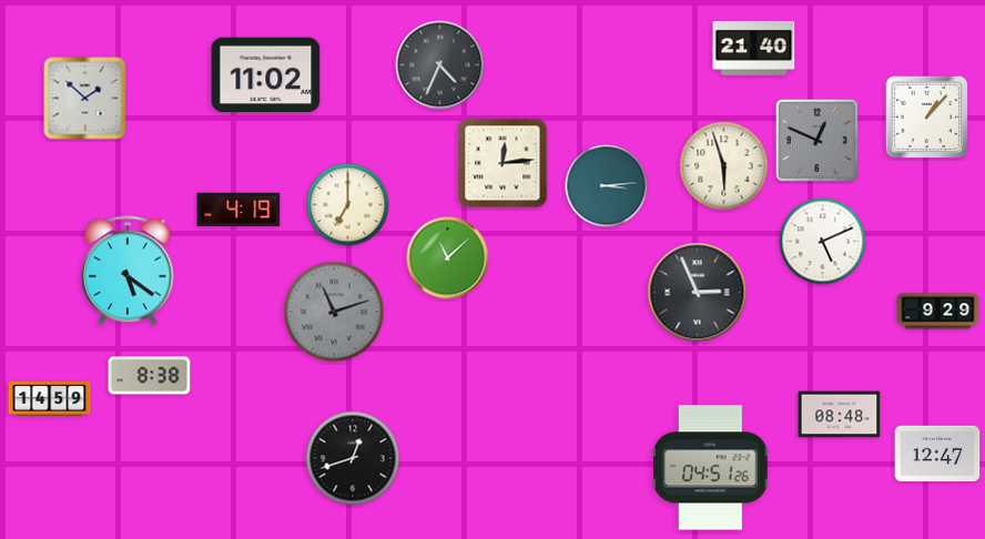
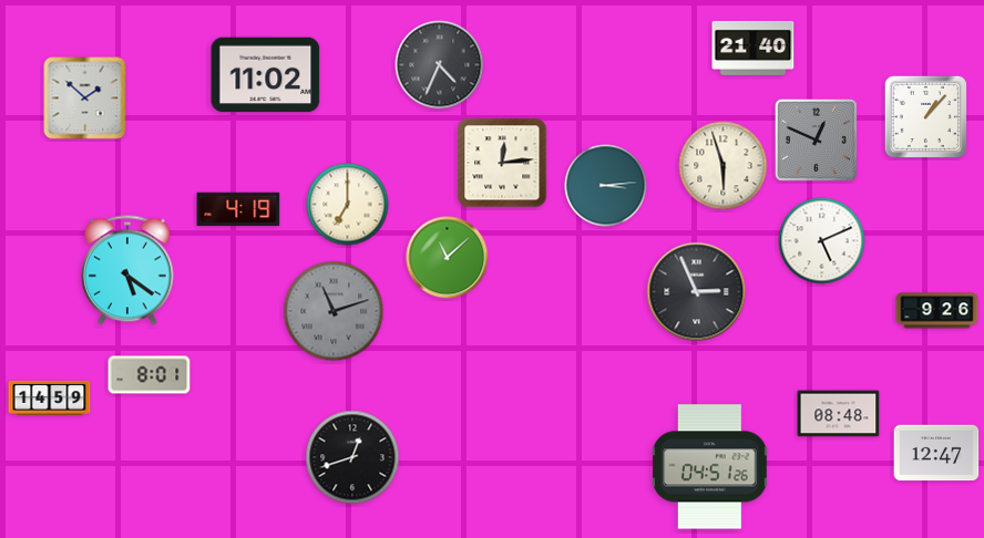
clock at (938, 312): 9:29 -> 9:26
clock at (150, 376): 8:38 -> 8:01
